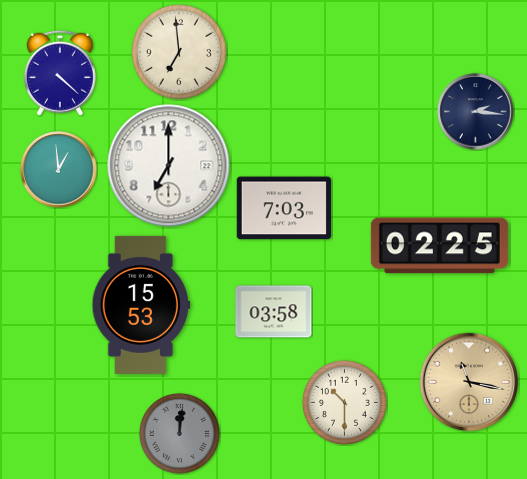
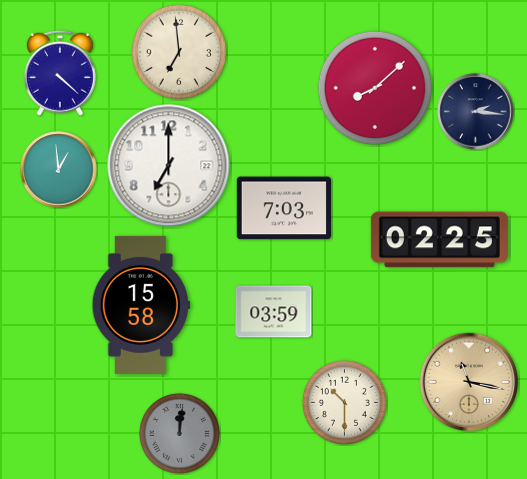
clock at (375, 88): none -> 8:08
clock at (439, 246) position: (439, 246) -> (439, 240)
clock at (141, 305): 15:53 -> 15:58
clock at (274, 312): 03:58 -> 03:59
